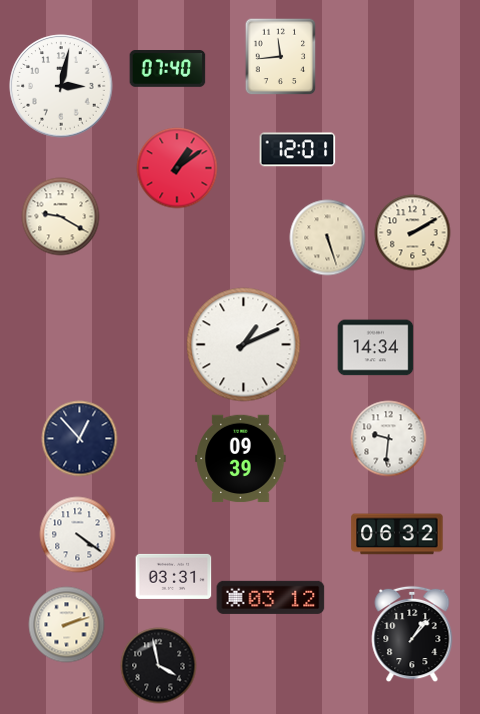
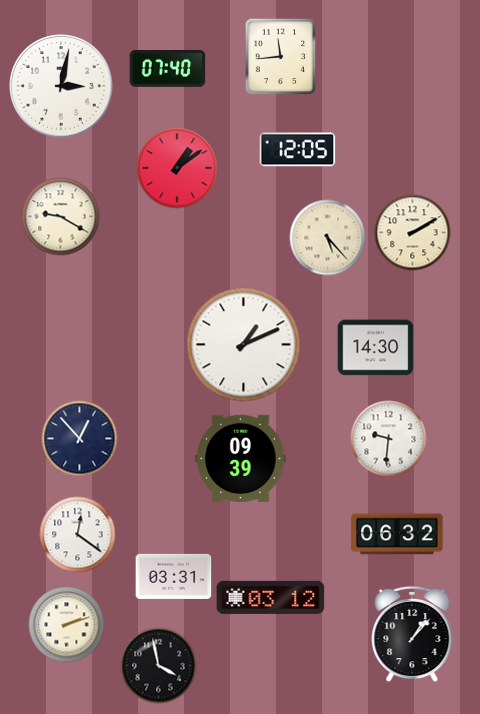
clock at (298, 150): 12:01 -> 12:05
clock at (328, 238): 5:27 -> 5:23
clock at (376, 348): 14:34 -> 14:30
clock at (78, 535): 4:21 -> 12:21
